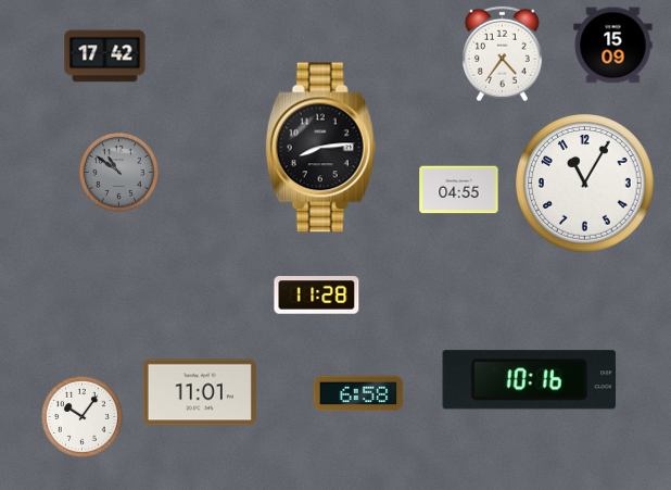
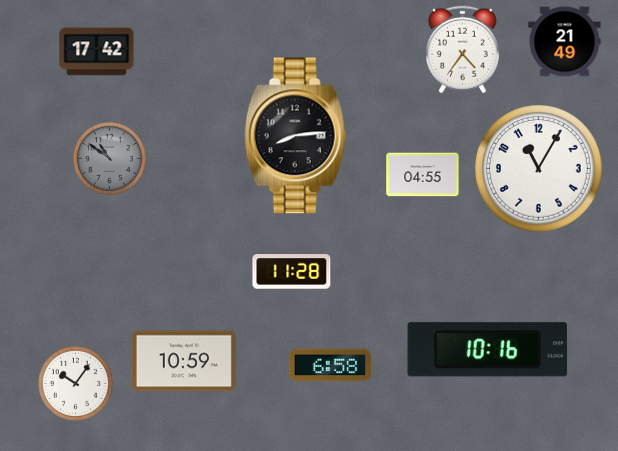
clock at (613, 46): 15:09 -> 21:49
clock at (200, 392): 11:01 -> 10:59
clock at (358, 393) position: (358, 393) -> (330, 365)
